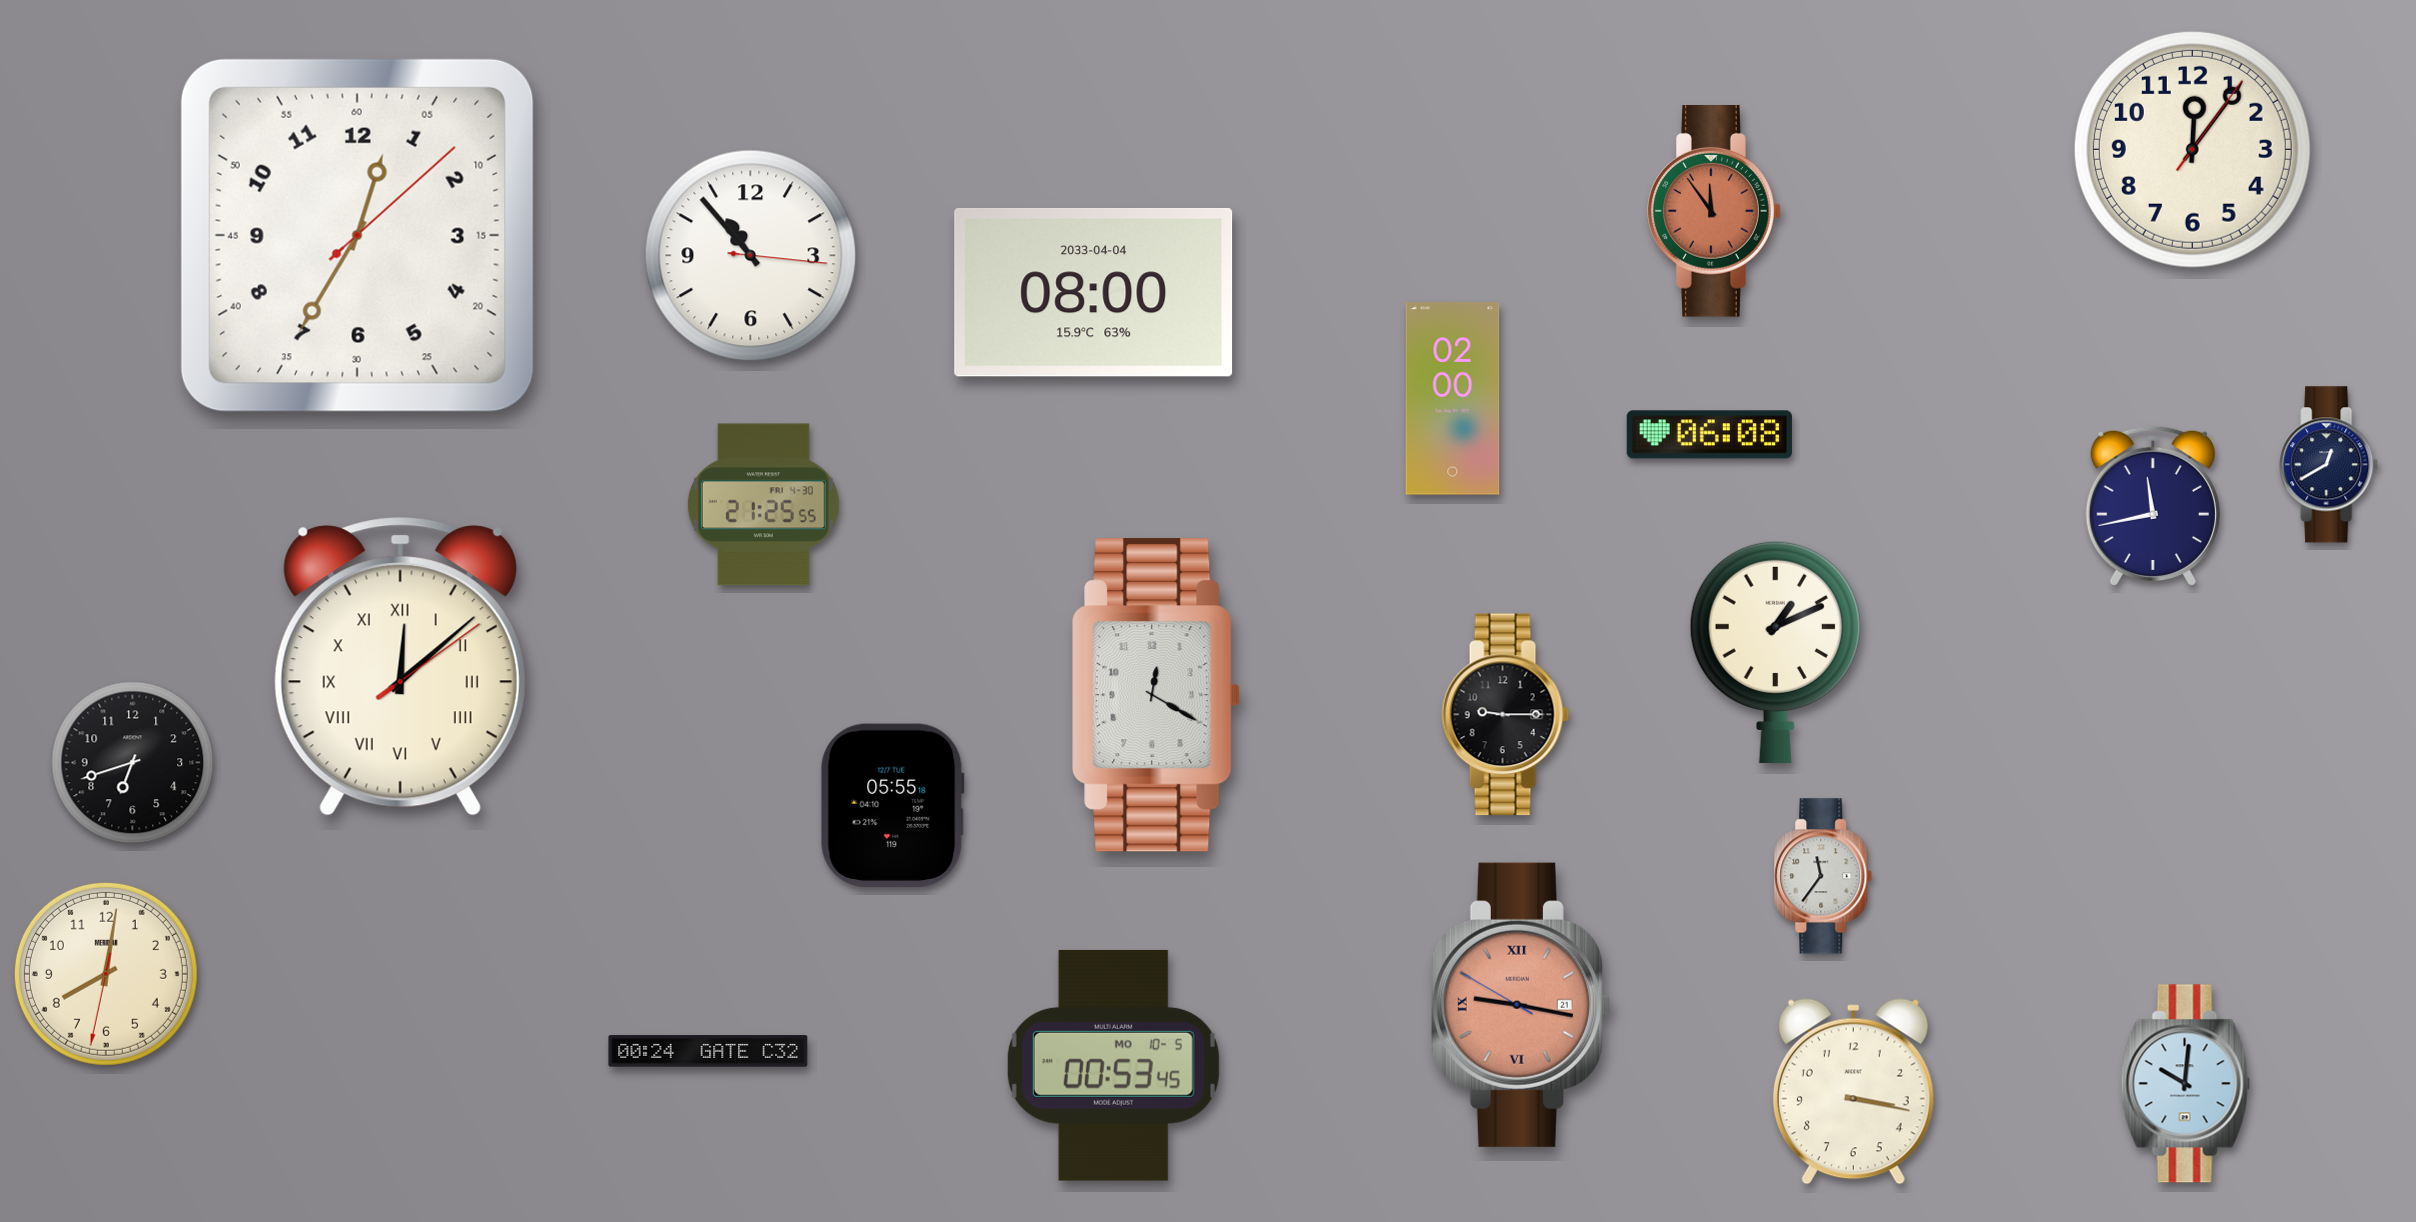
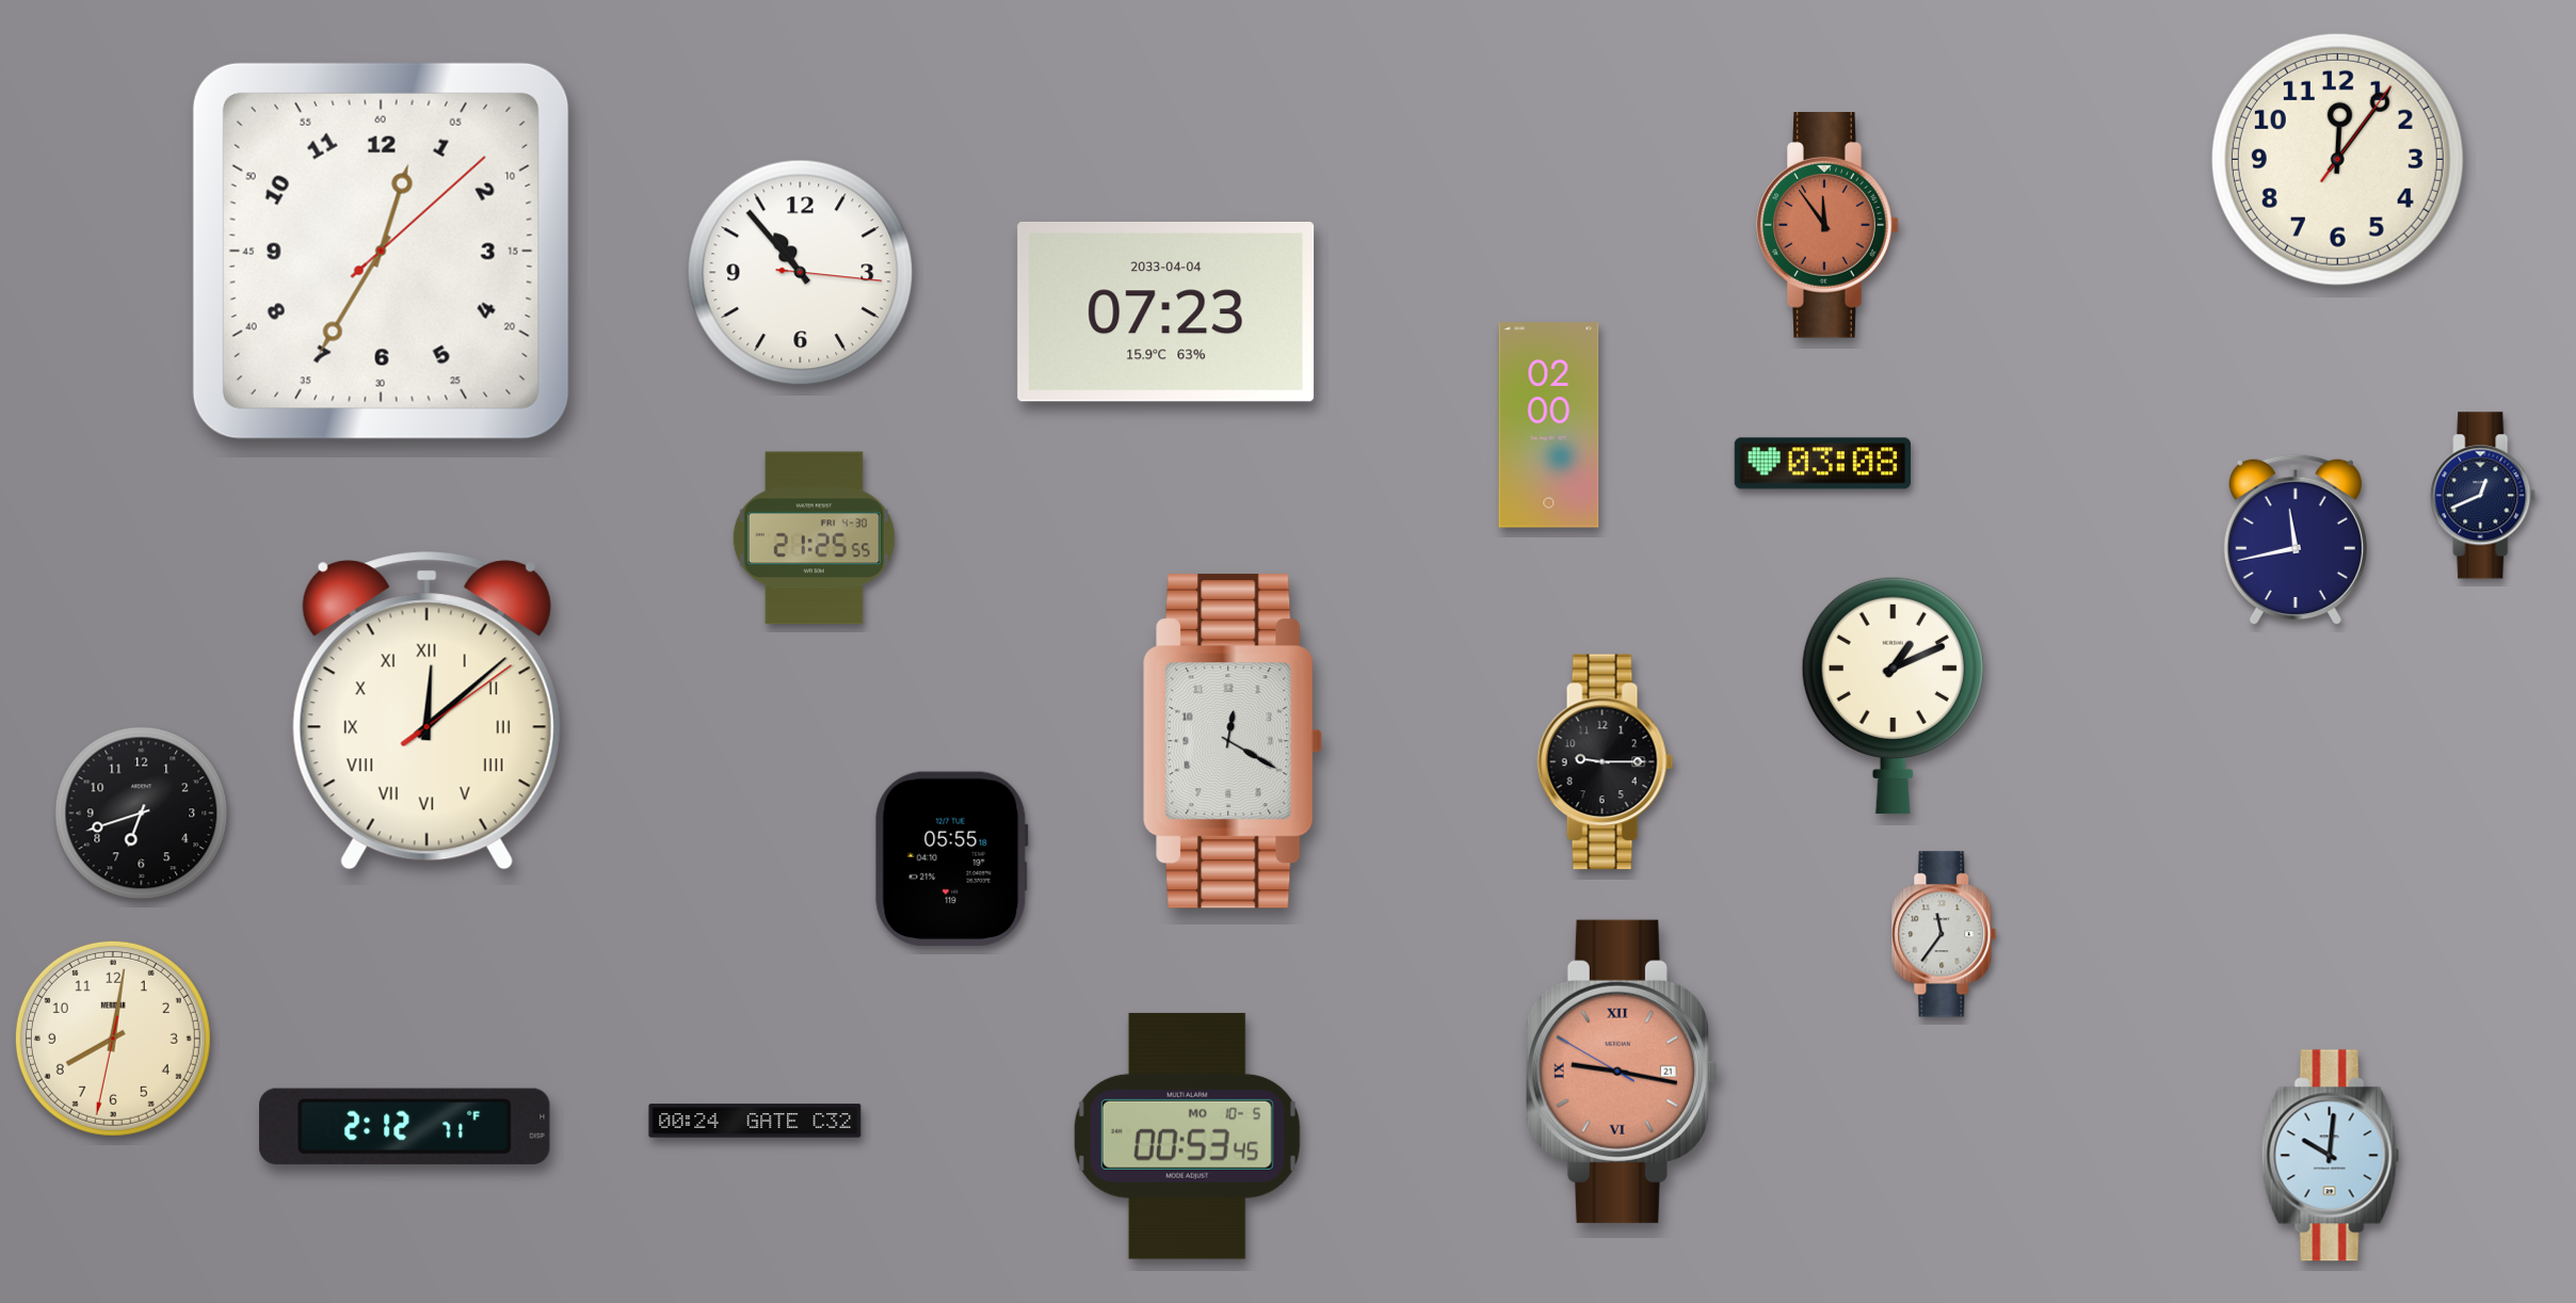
clock at (1094, 292): 08:00 -> 07:23
clock at (1709, 435): 06:08 -> 03:08
clock at (2329, 465): 12:40 -> 12:41
clock at (405, 1126): none -> 2:12
clock at (1853, 1092): 3:17 -> none
